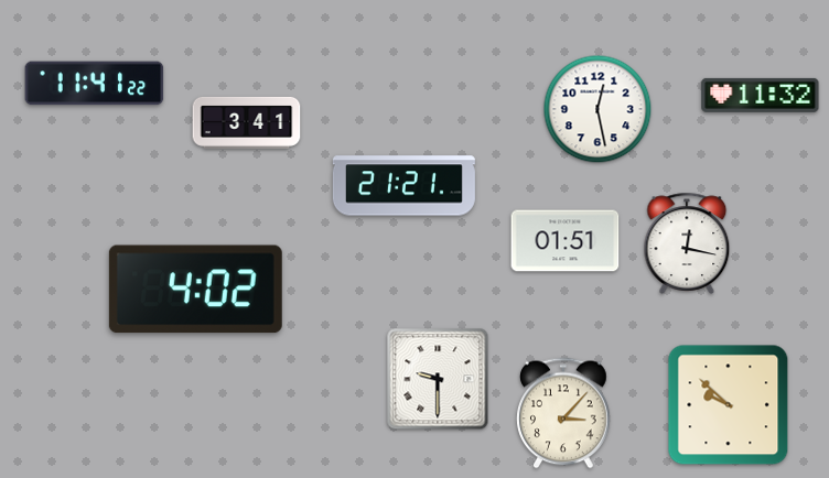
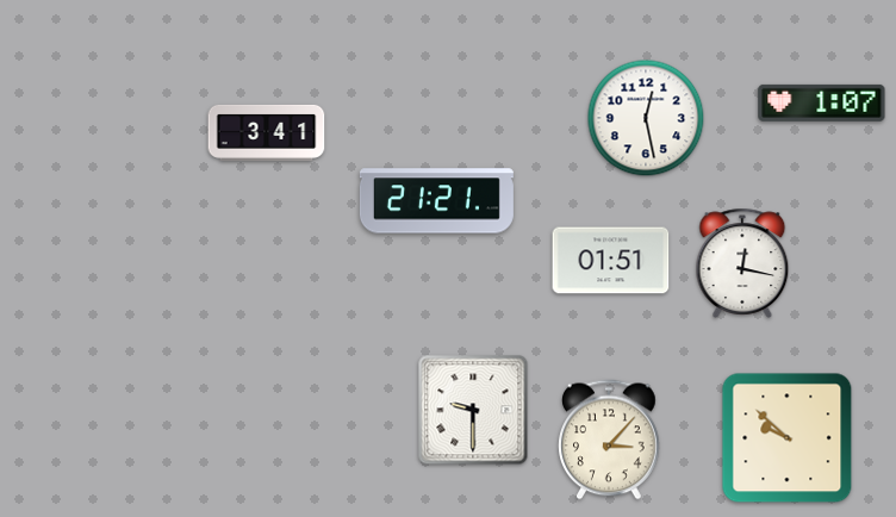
clock at (95, 84): 11:41 -> none
clock at (761, 95): 11:32 -> 1:07
clock at (195, 290): 4:02 -> none
clock at (564, 413) position: (564, 413) -> (610, 440)
